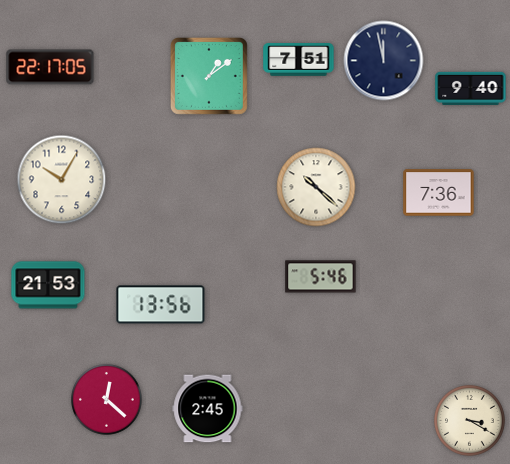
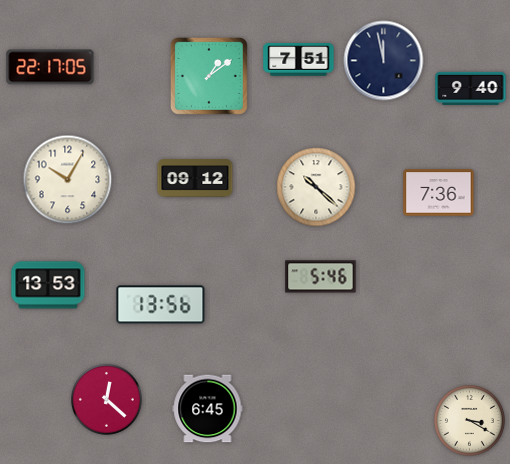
clock at (195, 178): none -> 09:12
clock at (62, 180) position: (62, 180) -> (68, 180)
clock at (48, 285): 21:53 -> 13:53
clock at (208, 409): 2:45 -> 6:45
